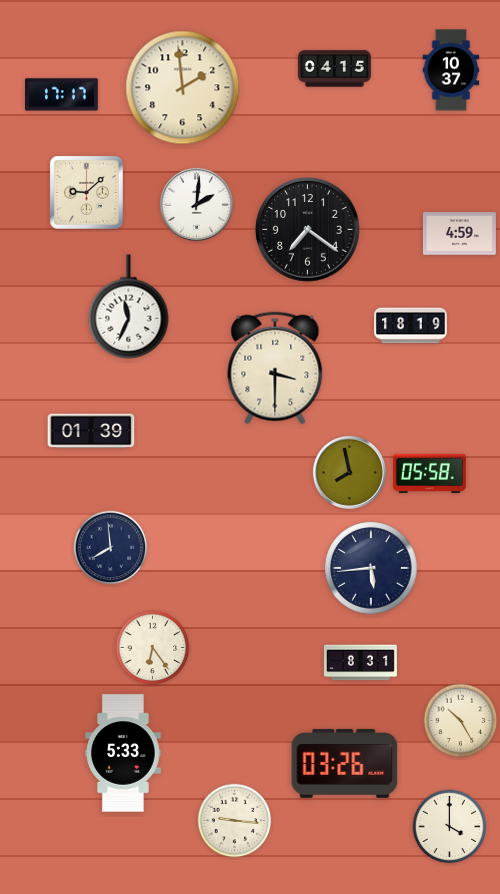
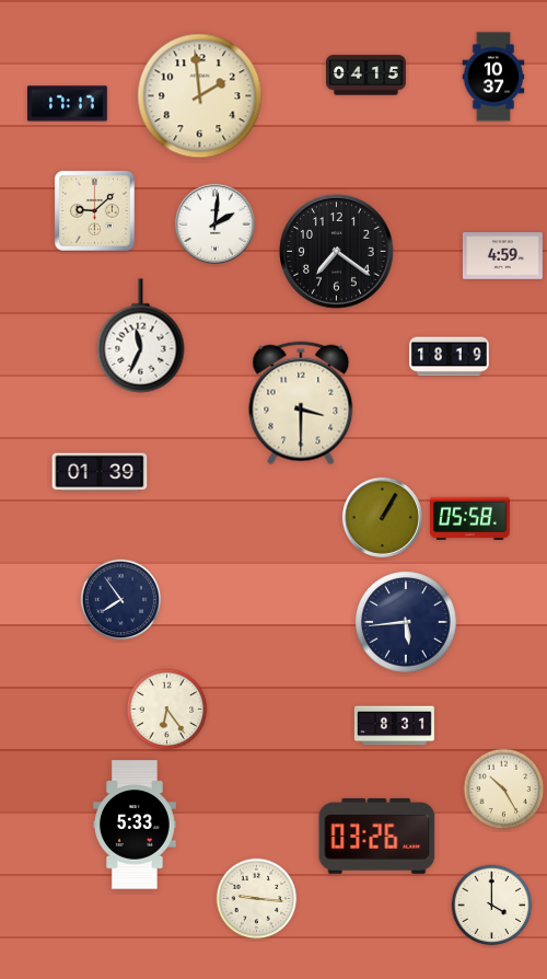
clock at (349, 472): 7:58 -> 1:05
clock at (111, 548): 7:59 -> 7:54
